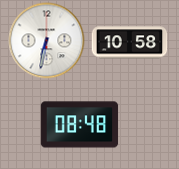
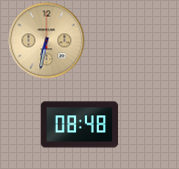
clock at (47, 41) dial: white -> champagne
clock at (130, 43): 10:58 -> none
